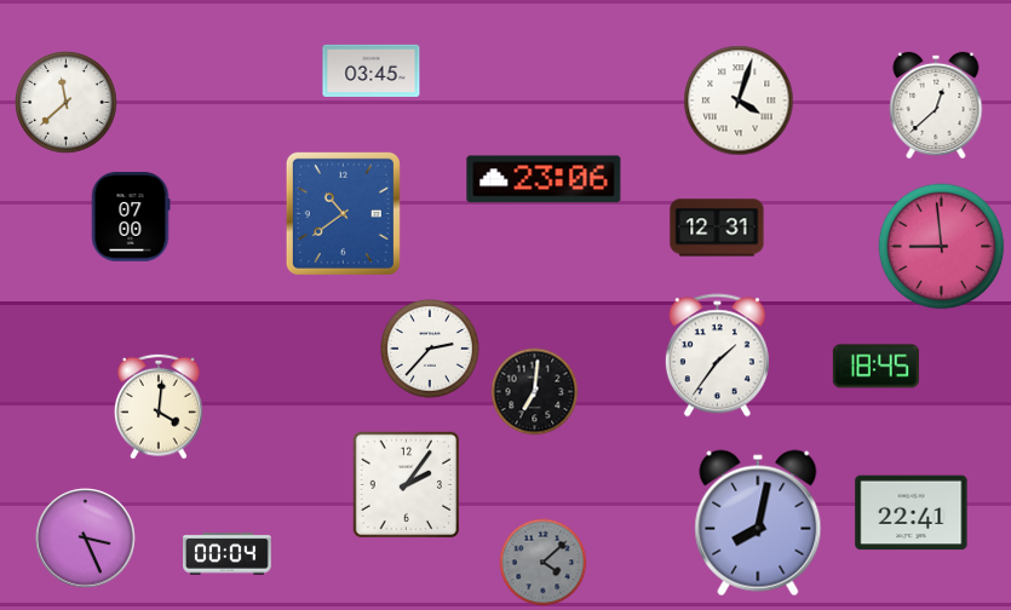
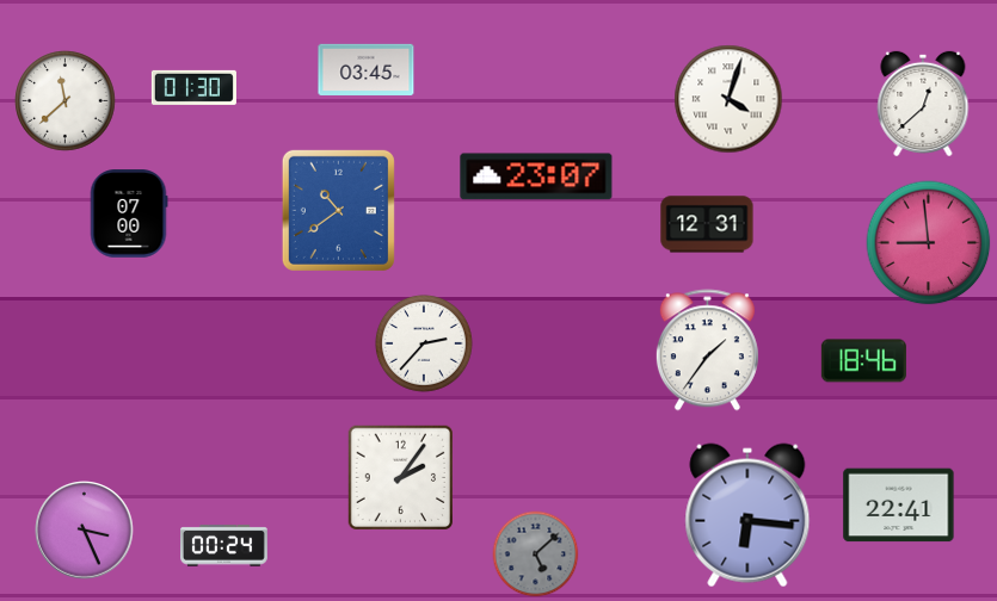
clock at (193, 87): none -> 01:30
clock at (544, 179): 23:06 -> 23:07
clock at (875, 367): 18:45 -> 18:46
clock at (535, 392): 7:01 -> none
clock at (159, 407): 4:01 -> none
clock at (758, 523): 8:02 -> 6:16
clock at (228, 554): 00:04 -> 00:24
clock at (544, 563): 4:08 -> 5:08
